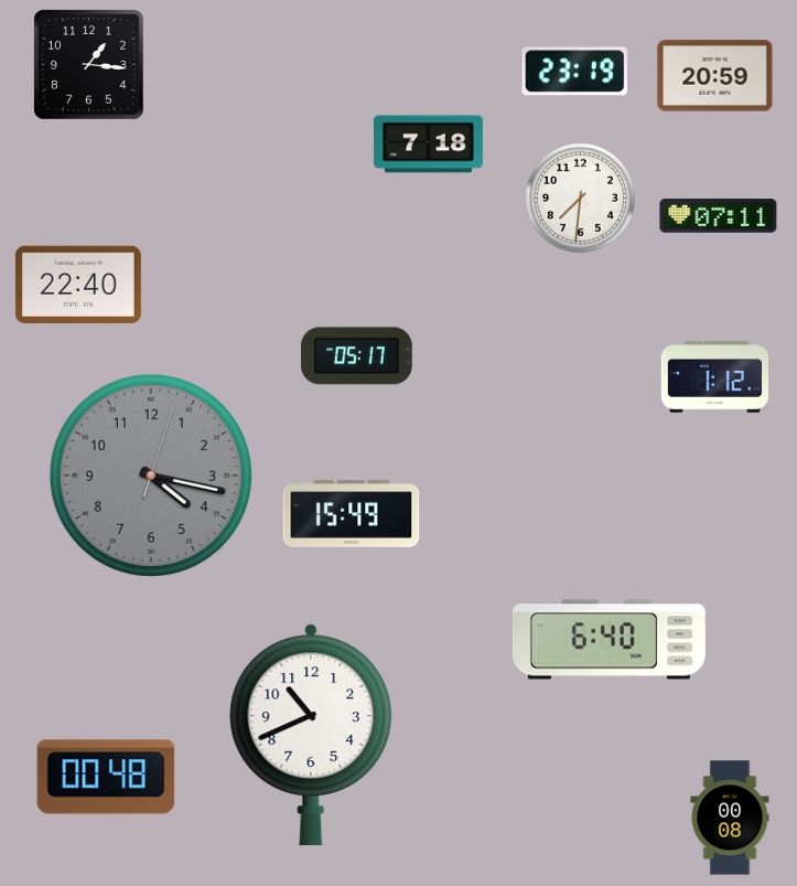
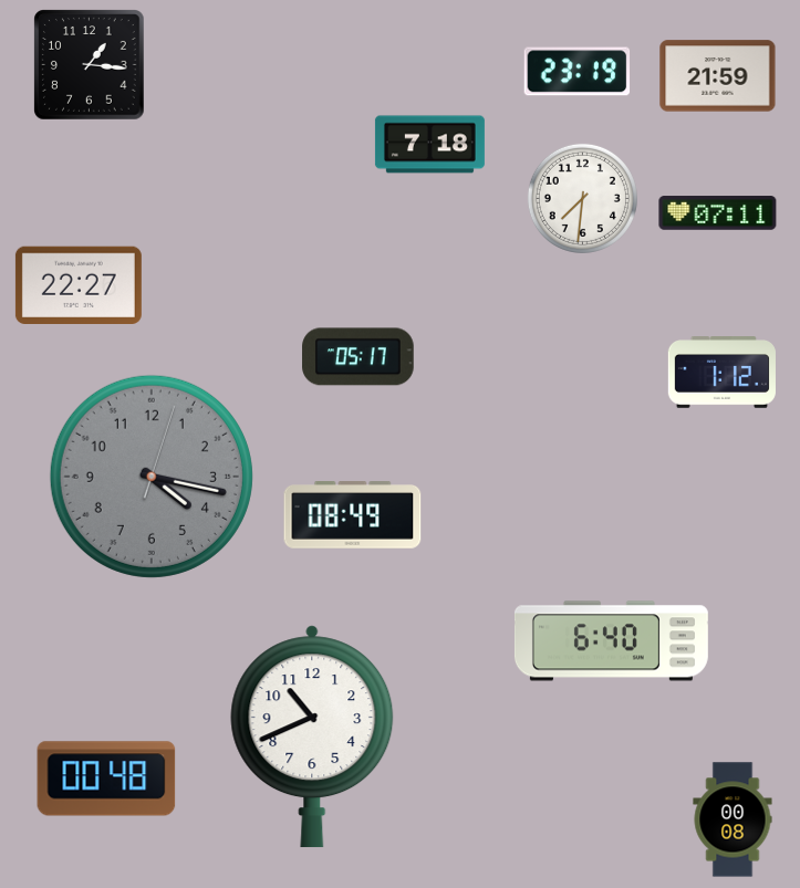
clock at (715, 76): 20:59 -> 21:59
clock at (719, 216) position: (719, 216) -> (718, 213)
clock at (78, 285): 22:40 -> 22:27
clock at (714, 377) position: (714, 377) -> (721, 373)
clock at (352, 514): 15:49 -> 08:49
